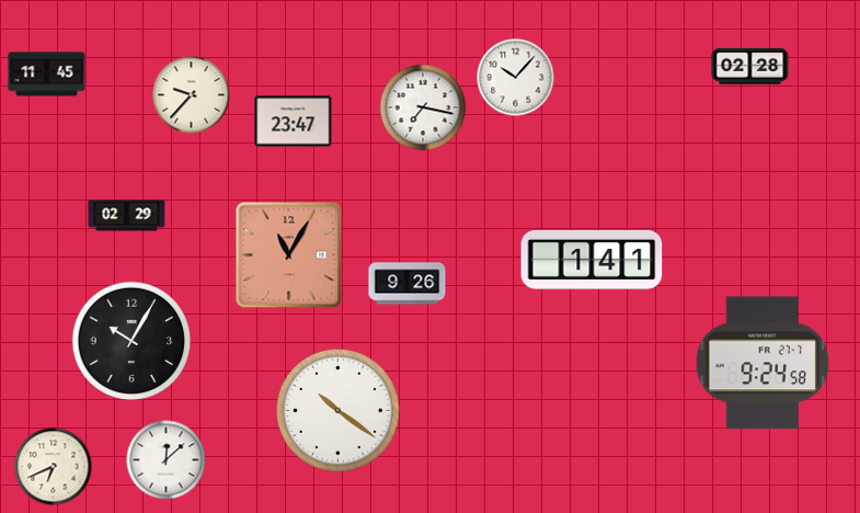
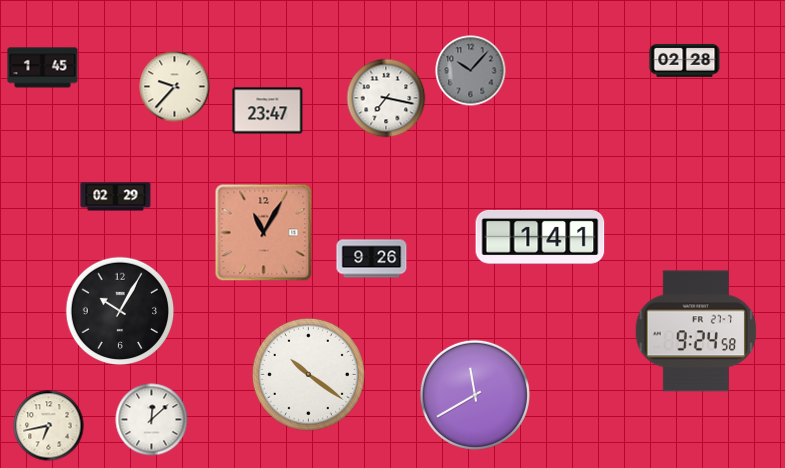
clock at (47, 75): 11:45 -> 1:45
clock at (516, 78) dial: white -> grey
clock at (475, 395): none -> 11:40
clock at (54, 467): 6:41 -> 6:43
